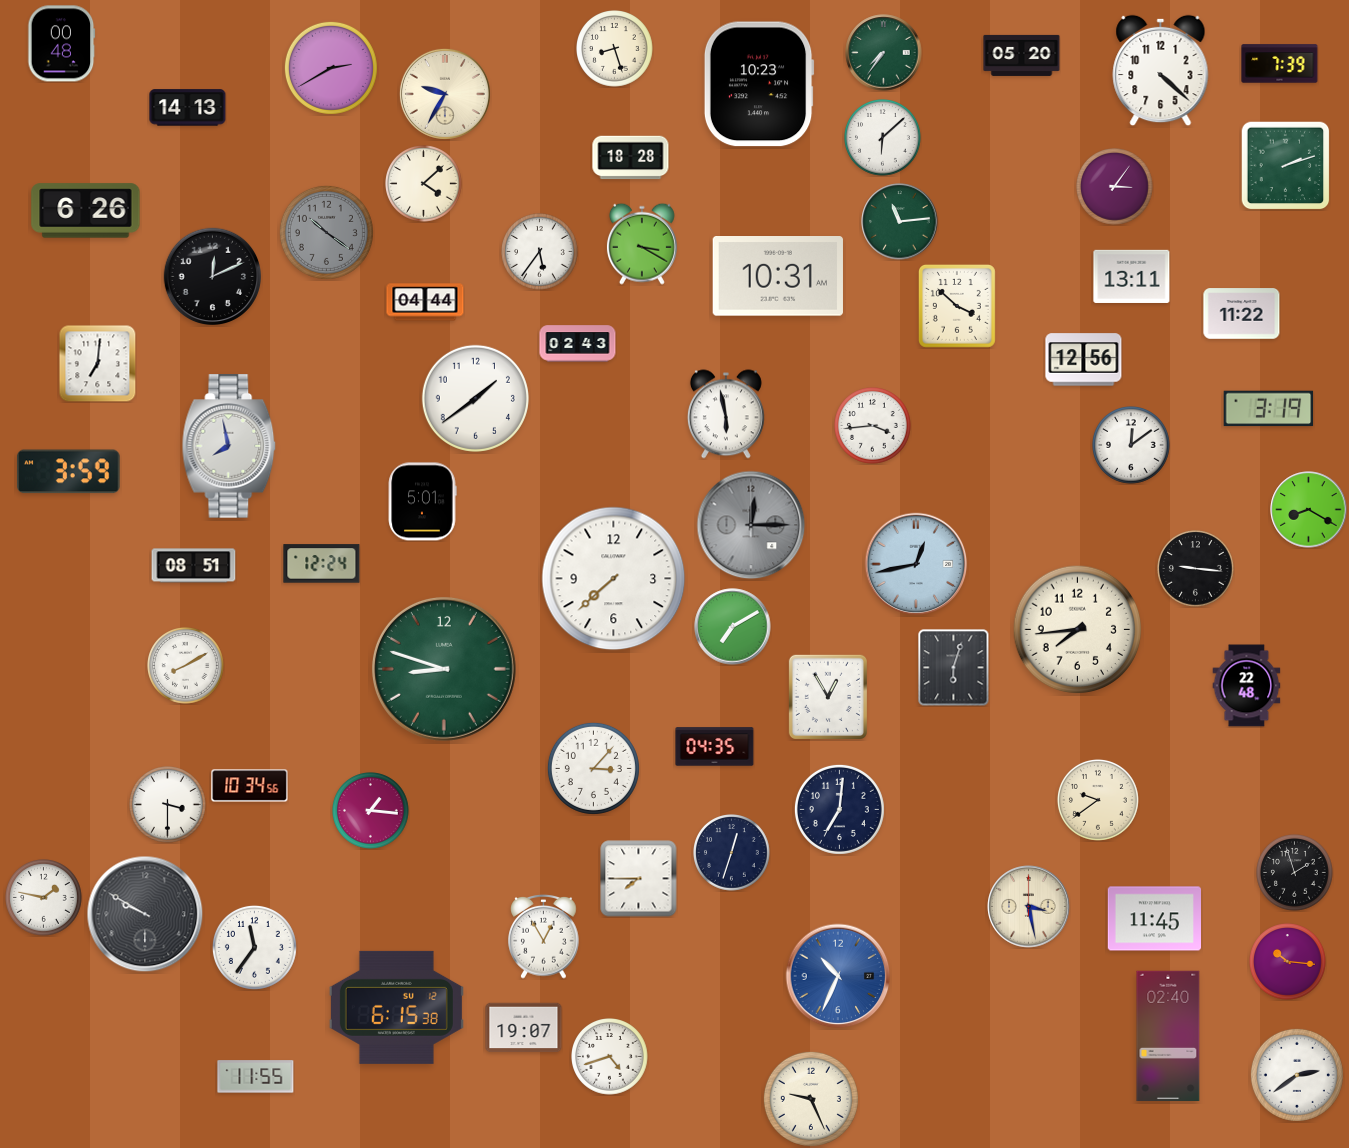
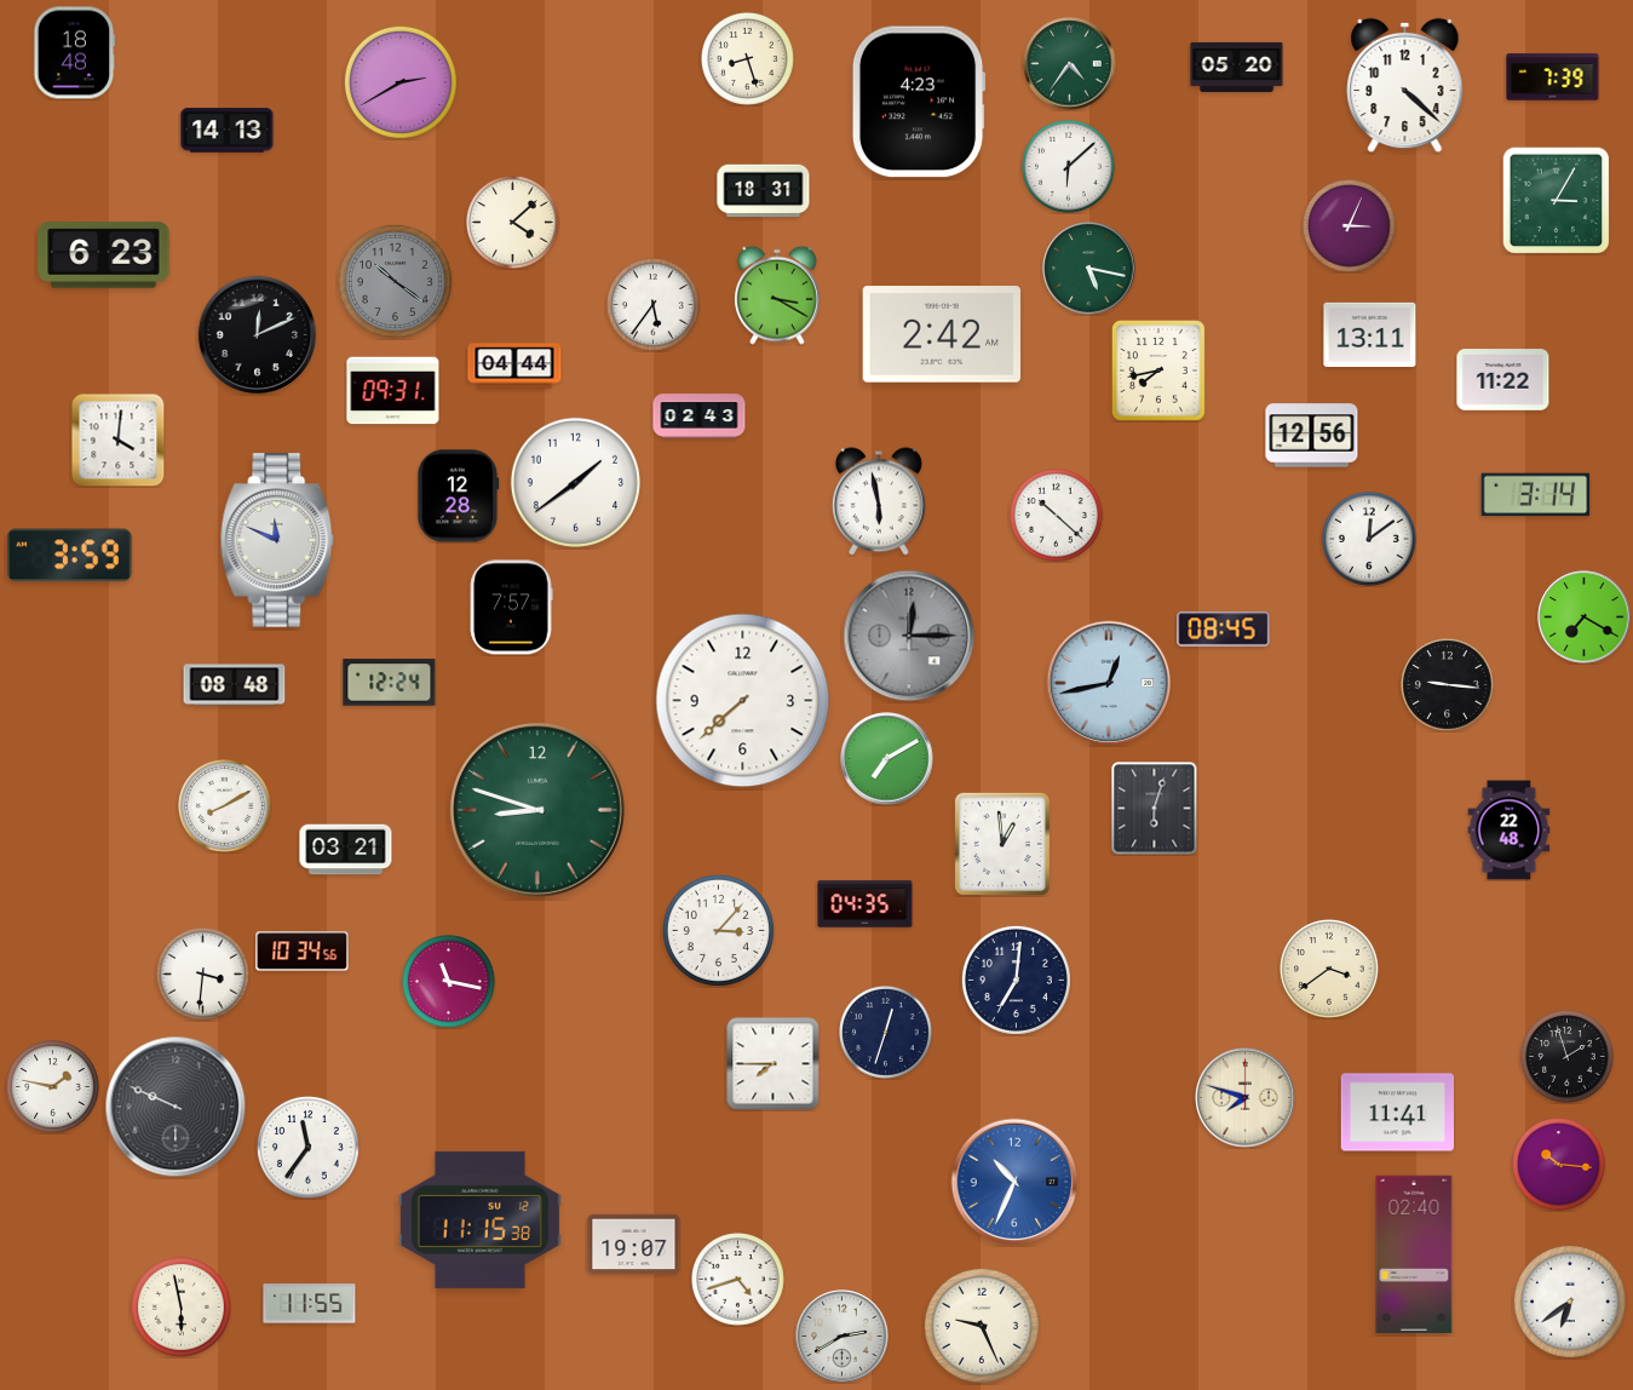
clock at (62, 44): 00:48 -> 18:48
clock at (615, 49) position: (615, 49) -> (748, 59)
clock at (884, 53): 7:36 -> 4:36
clock at (1280, 64) position: (1280, 64) -> (1553, 77)
clock at (759, 84): 10:23 -> 4:23
clock at (445, 94): 9:35 -> none
clock at (631, 158): 18:28 -> 18:31
clock at (1285, 165): 2:12 -> 3:05
clock at (1115, 187): 3:06 -> 3:04
clock at (86, 211): 6:26 -> 6:23
clock at (900, 222): 11:14 -> 5:17
clock at (778, 276): 10:31 -> 2:42
clock at (957, 306): 3:52 -> 7:43
clock at (393, 391): none -> 09:31
clock at (97, 363): 7:01 -> 4:01
clock at (1269, 409): 3:19 -> 3:14
clock at (459, 496): none -> 12:28
clock at (873, 426): 3:44 -> 10:22
clock at (229, 446): 7:58 -> 11:49
clock at (68, 472) position: (68, 472) -> (69, 556)
clock at (422, 502): 5:01 -> 7:57
clock at (1309, 510): 8:20 -> 7:20
clock at (1224, 630): none -> 08:45
clock at (194, 566): 08:51 -> 08:48
clock at (1196, 569) position: (1196, 569) -> (1448, 685)
clock at (1078, 630): 7:44 -> none
clock at (828, 697): 12:55 -> 12:59
clock at (346, 850): none -> 03:21
clock at (1098, 800): 9:39 -> 3:39
clock at (168, 805): 3:30 -> 3:31
clock at (371, 811): 1:16 -> 11:17
clock at (1029, 907): 3:28 -> 7:48
clock at (145, 914): 9:50 -> 9:49
clock at (1154, 919): 11:45 -> 11:41
clock at (544, 936): 12:55 -> none
clock at (396, 1007): 6:15 -> 11:15
clock at (1297, 1075): 2:39 -> 6:39
clock at (180, 1306): none -> 5:58
clock at (811, 1099) position: (811, 1099) -> (982, 1326)
clock at (843, 1337): none -> 2:40
